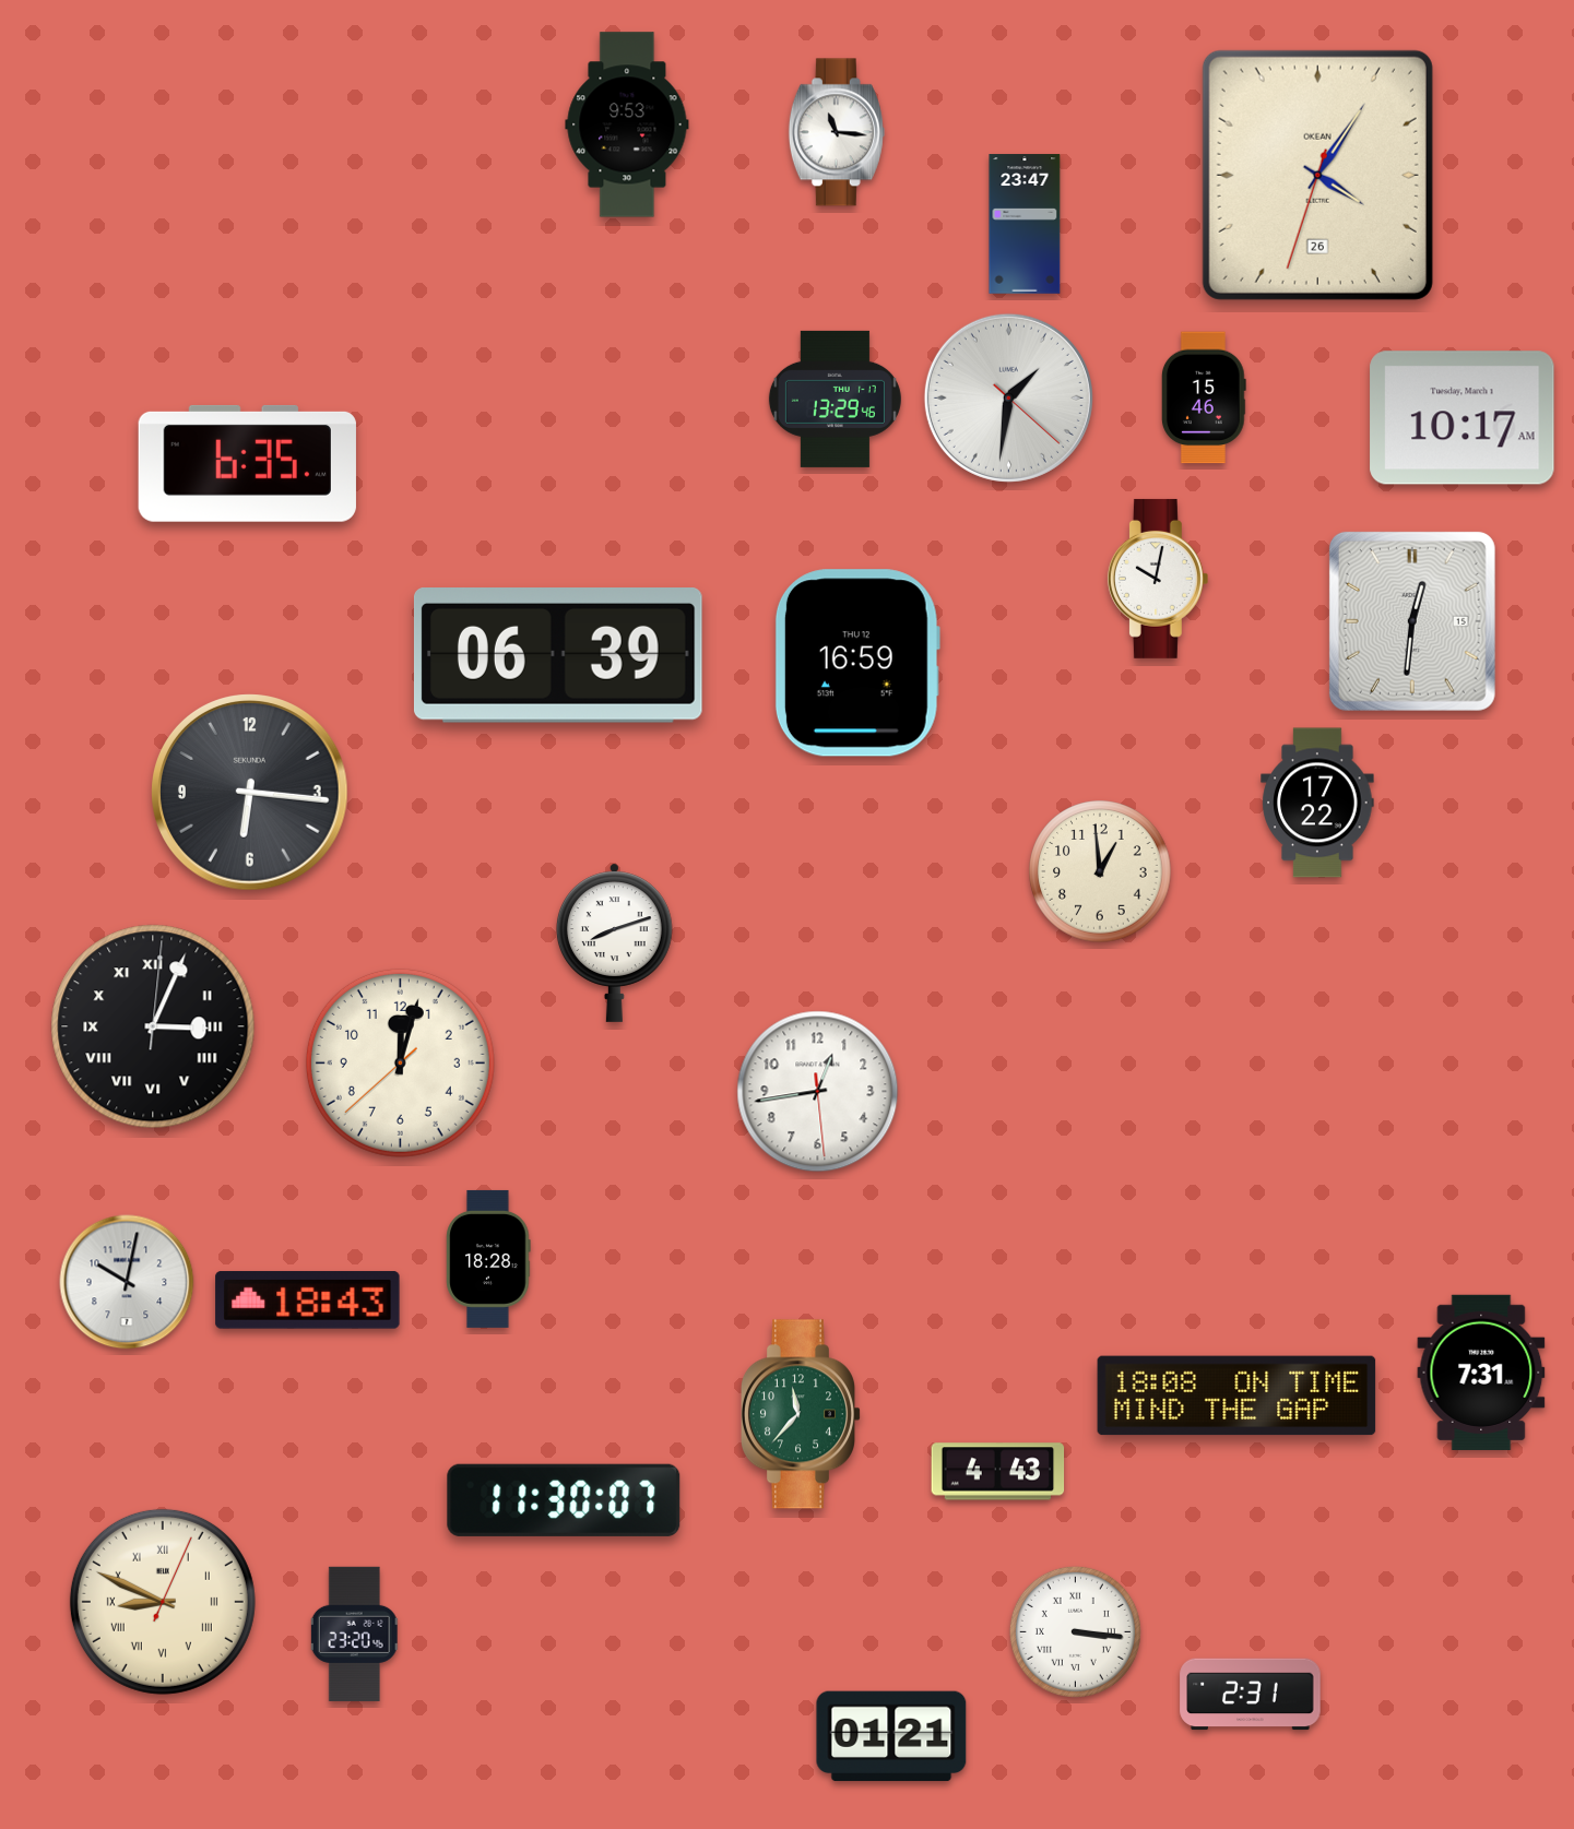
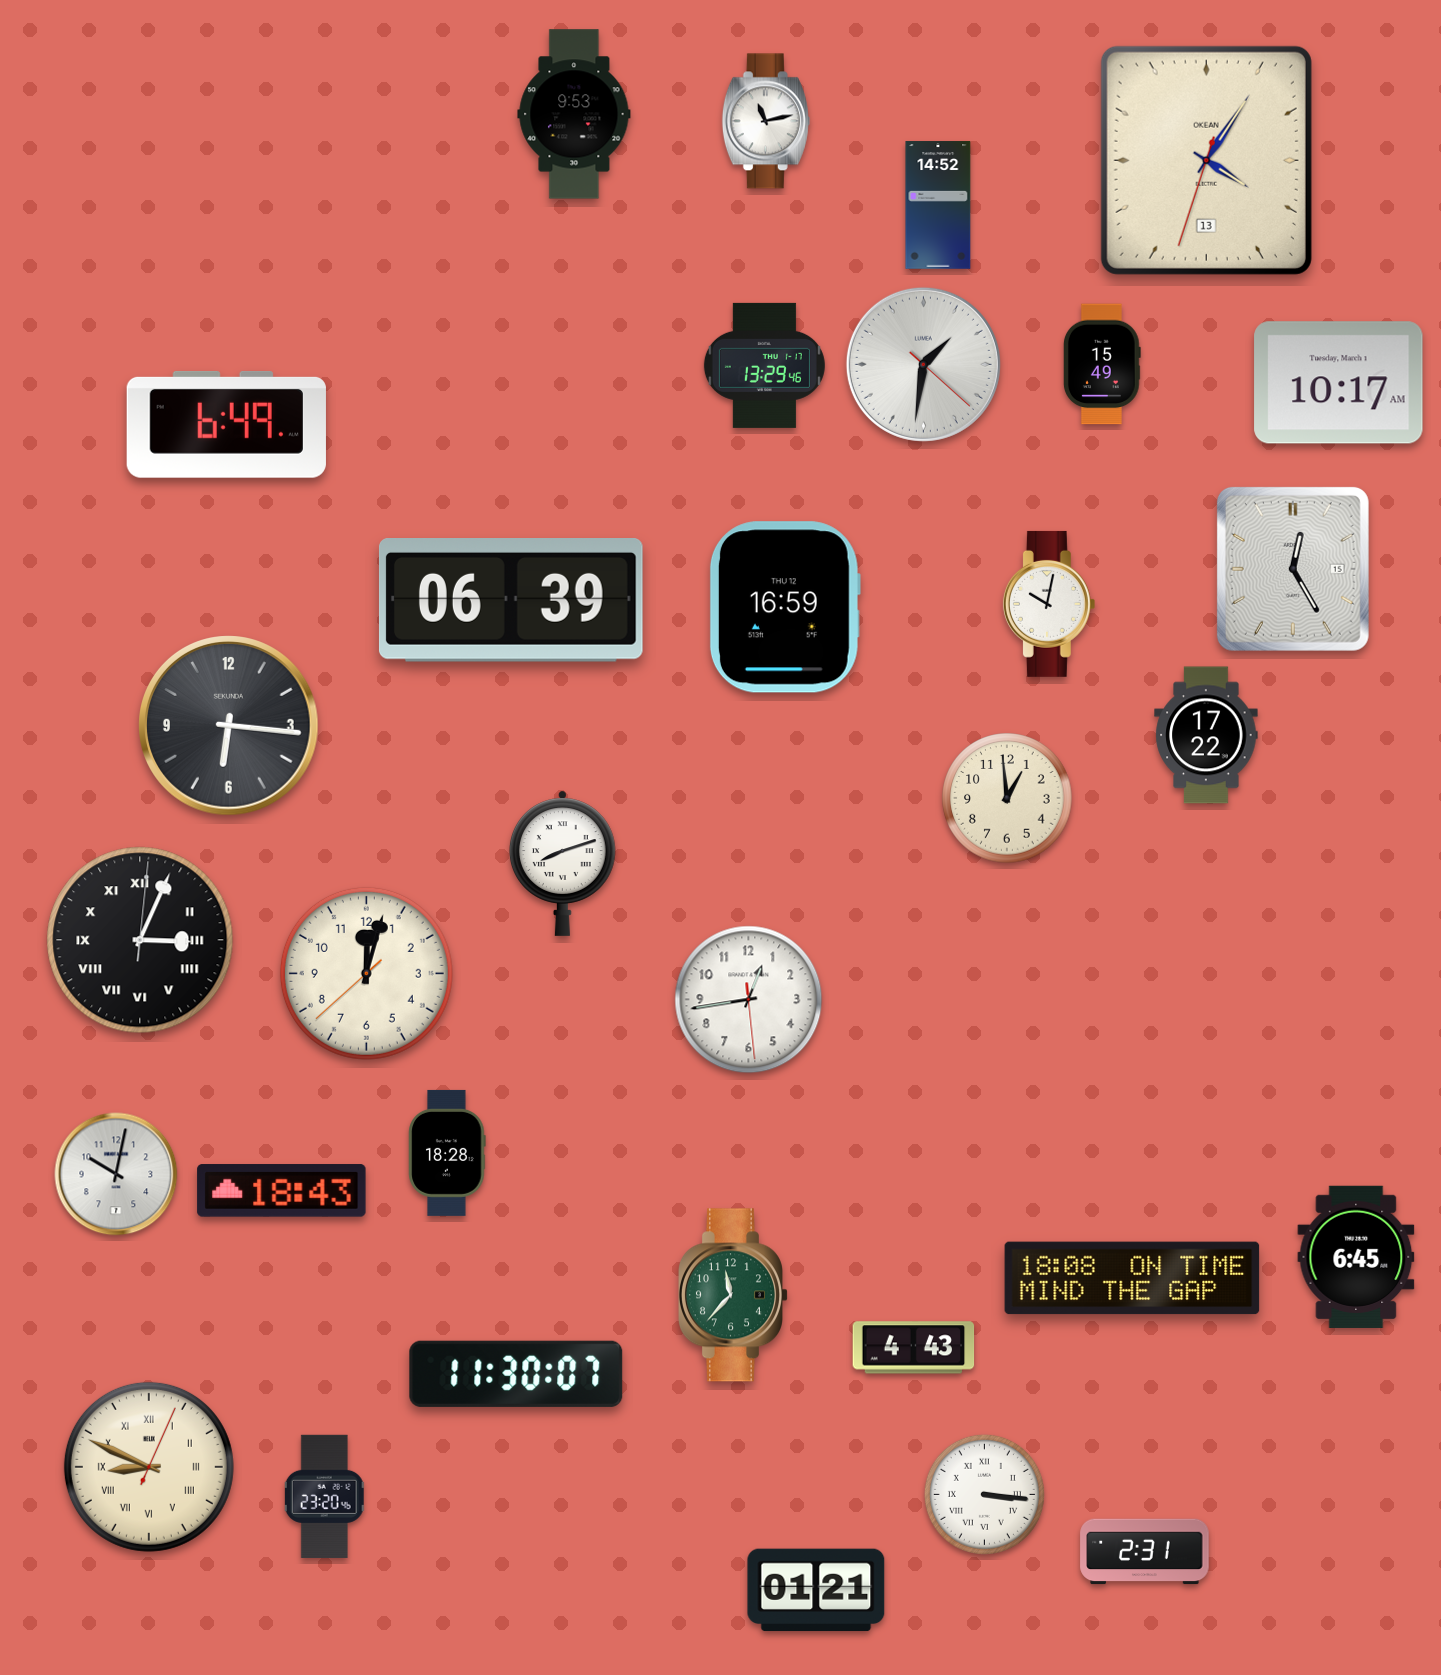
clock at (837, 132): 11:16 -> 11:13
clock at (1317, 175) date: 26 -> 13
clock at (1025, 224): 23:47 -> 14:52
clock at (1205, 397): 15:46 -> 15:49
clock at (247, 463): 6:35 -> 6:49
clock at (1158, 579) position: (1158, 579) -> (1049, 604)
clock at (1412, 621): 12:31 -> 12:25
clock at (1481, 1373): 7:31 -> 6:45
